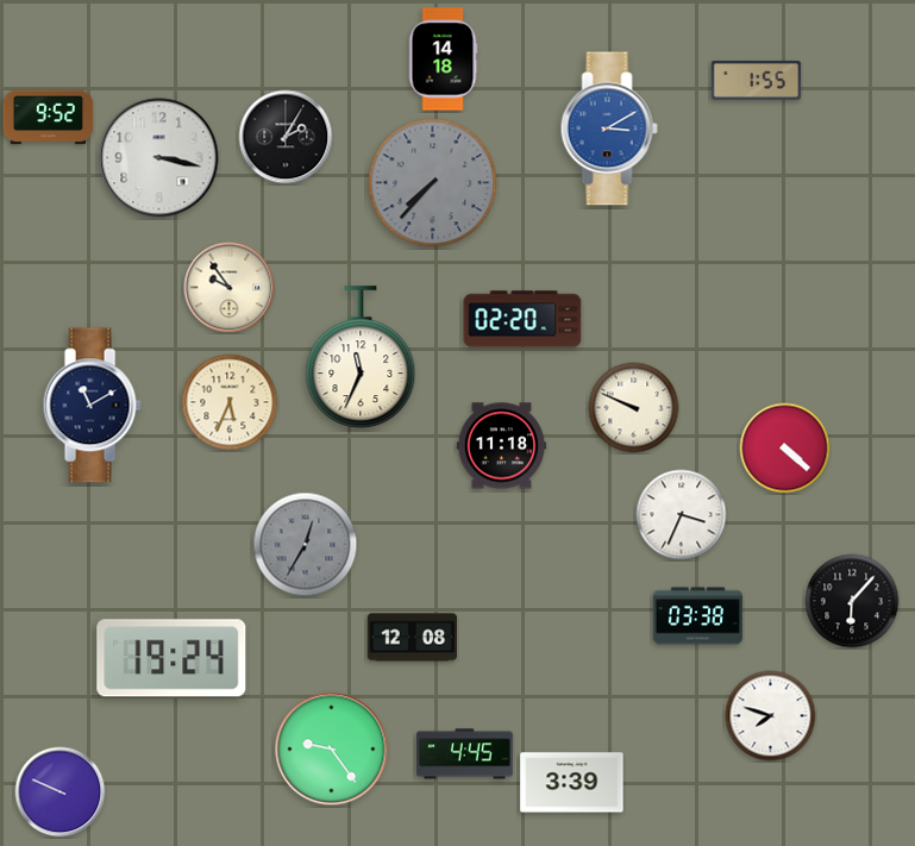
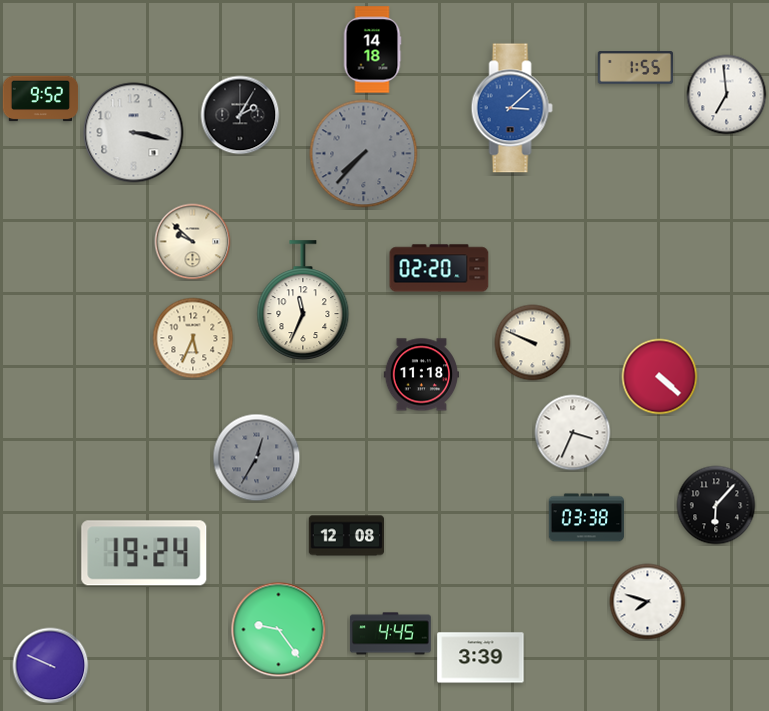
clock at (727, 95): none -> 6:59
clock at (609, 129): 3:10 -> 3:08
clock at (230, 288): 9:54 -> 9:52
clock at (92, 406): 11:10 -> none
